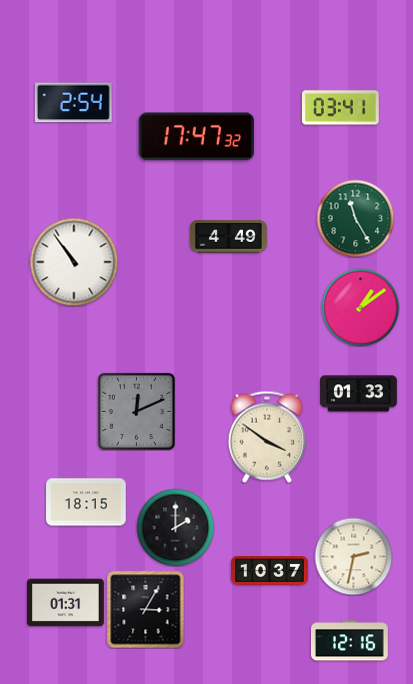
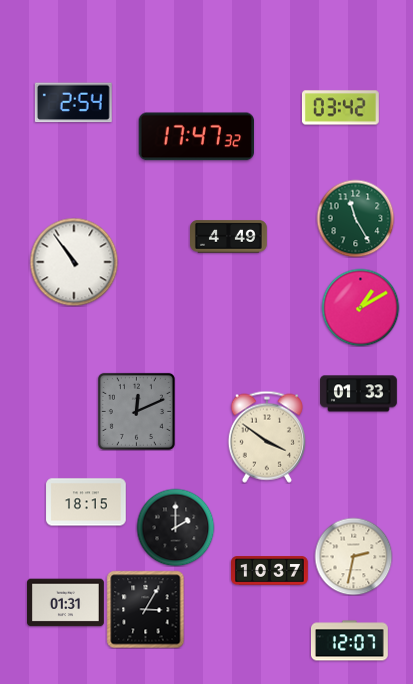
clock at (340, 108): 03:41 -> 03:42
clock at (360, 307): 1:09 -> 1:10
clock at (350, 641): 12:16 -> 12:07
